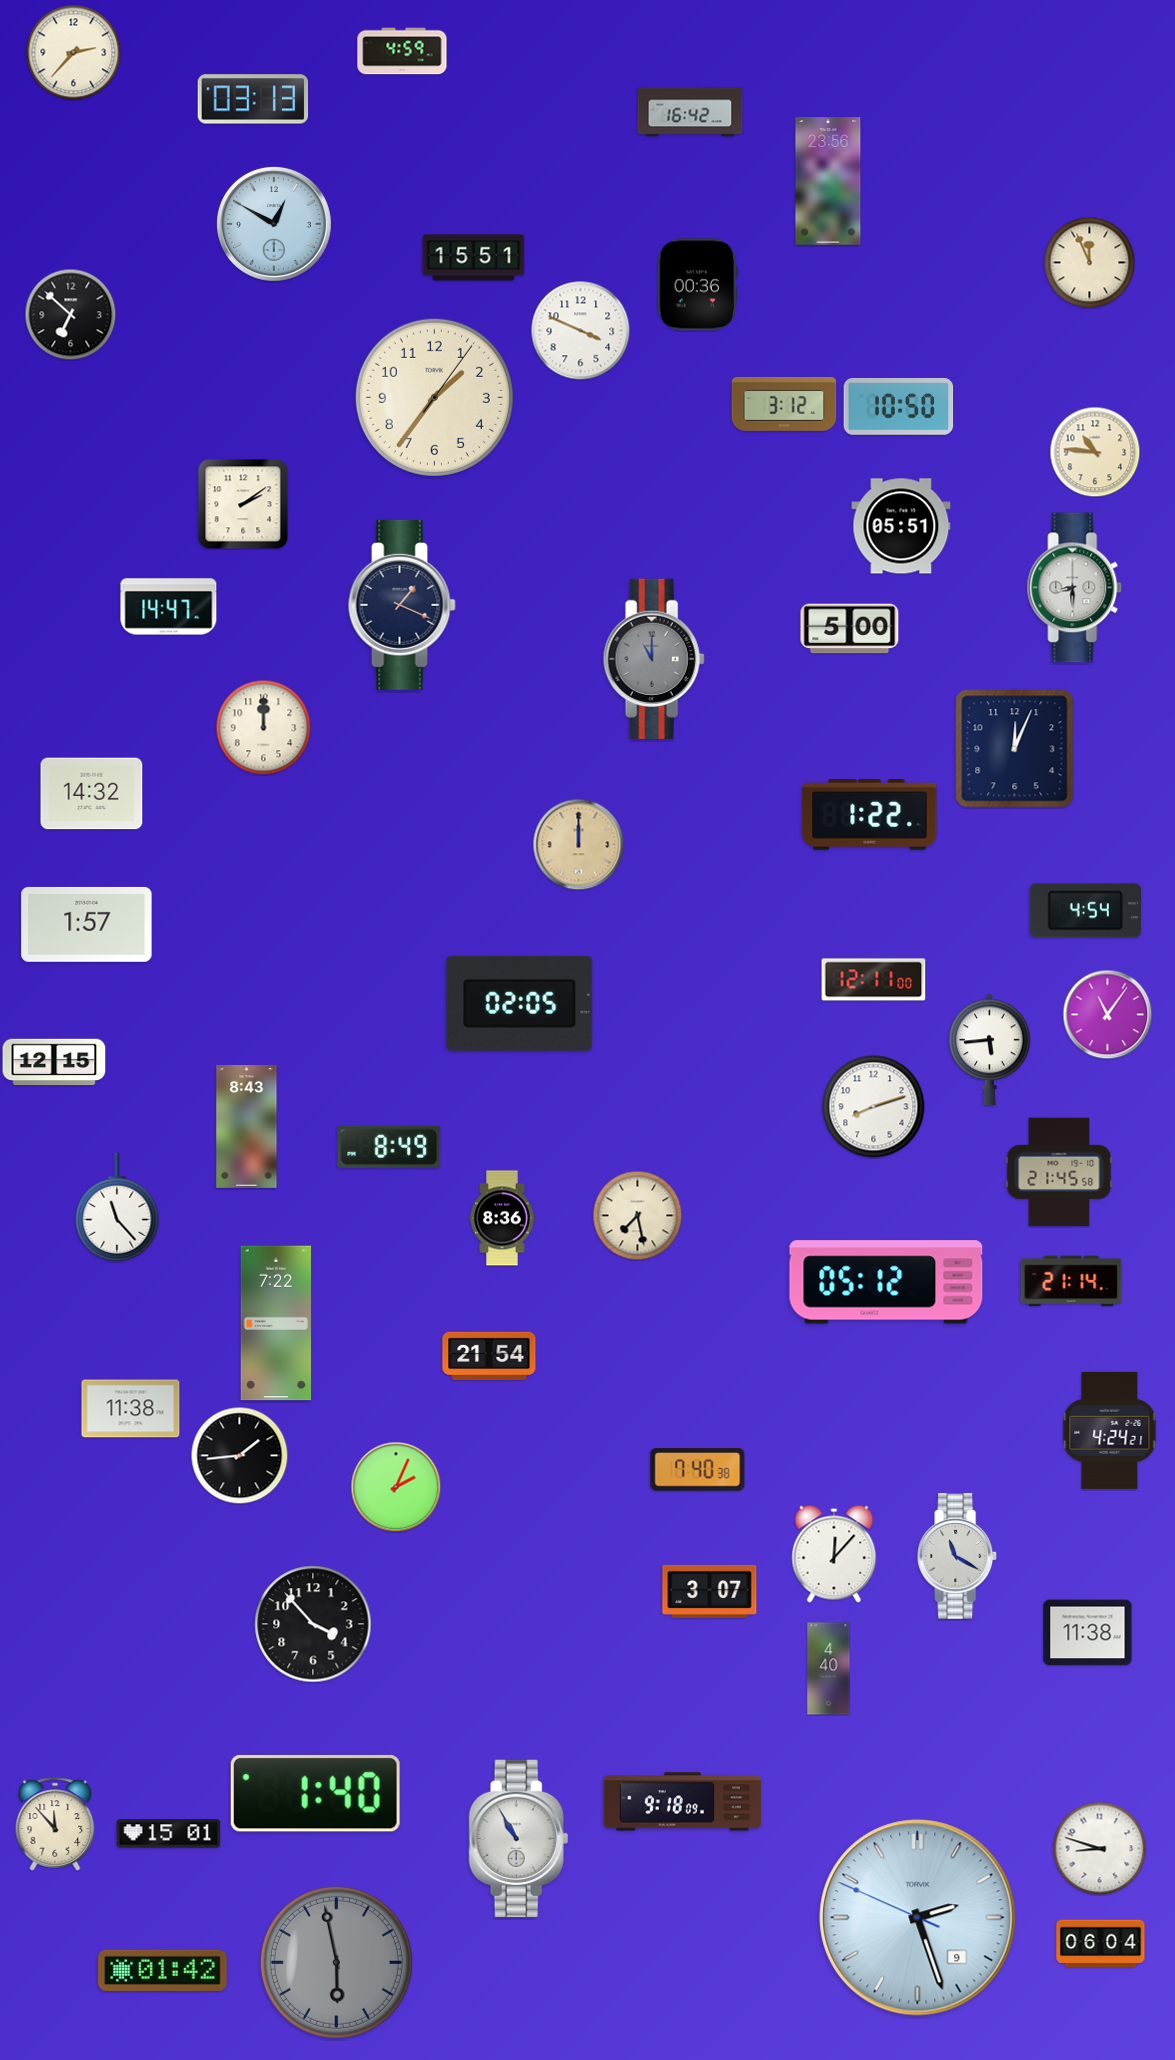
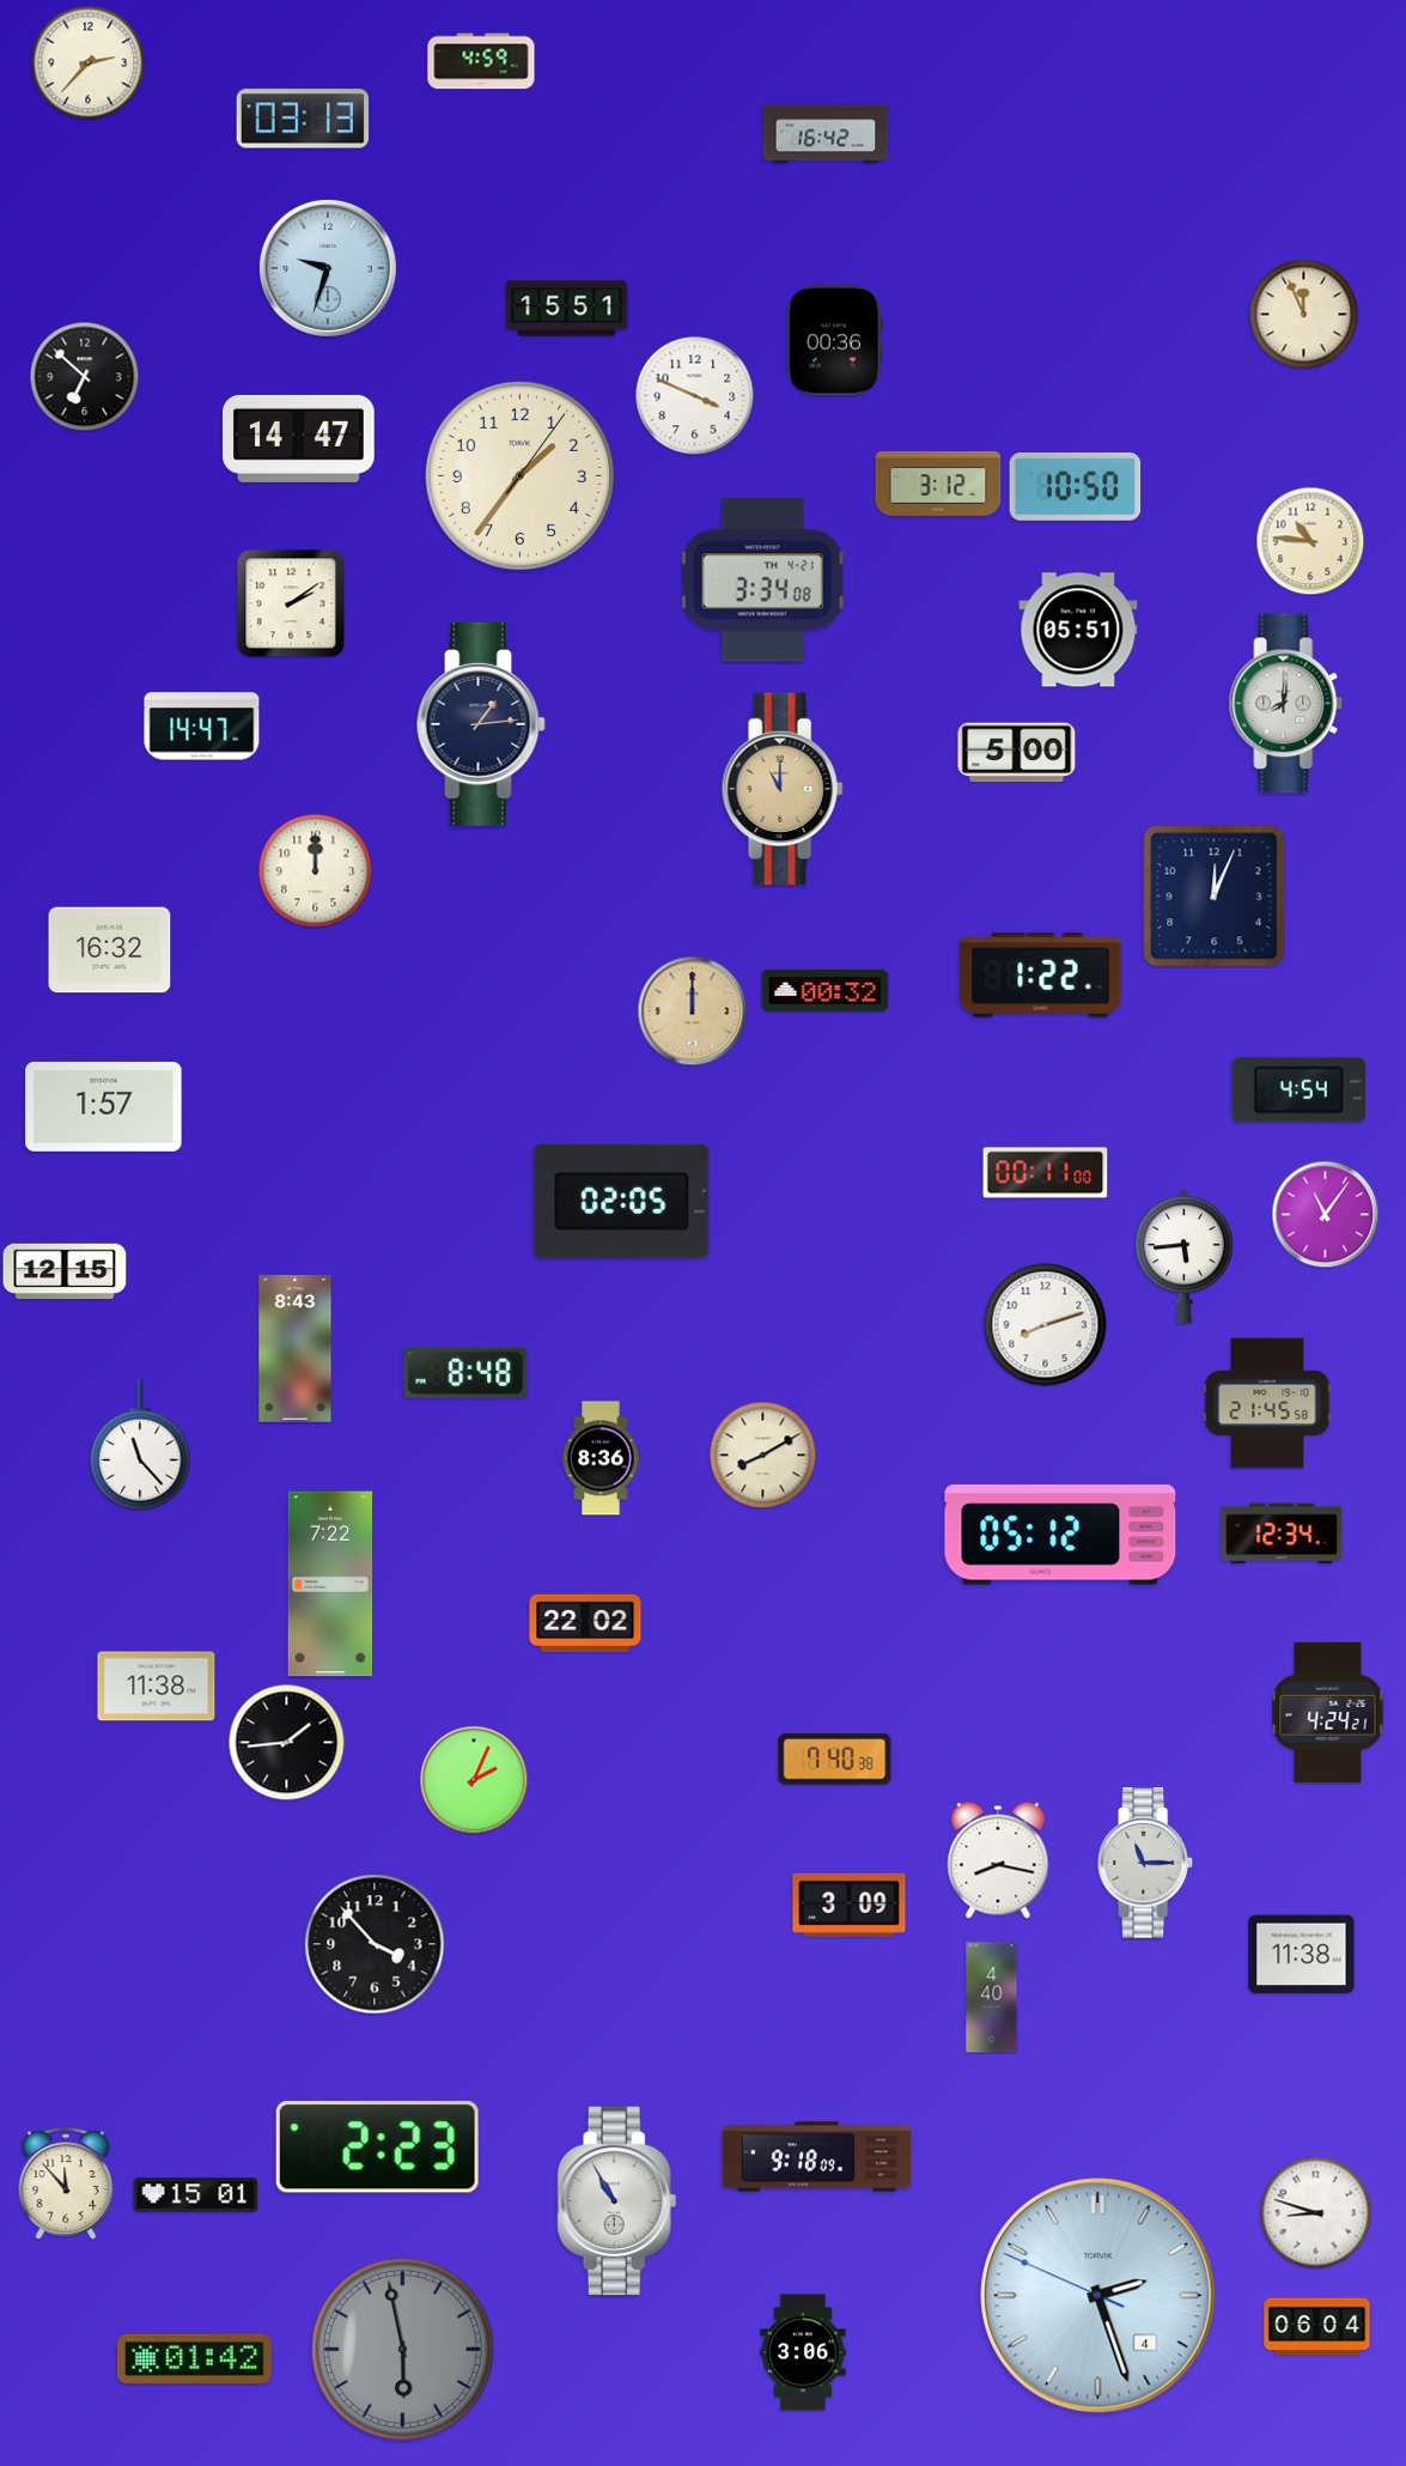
clock at (828, 181): 23:56 -> none
clock at (274, 224): 12:50 -> 9:33
clock at (299, 438): none -> 14:47
clock at (762, 581): none -> 3:34
clock at (1075, 588): 8:30 -> 8:01
clock at (402, 605): 1:19 -> 1:14
clock at (654, 659) dial: grey -> champagne
clock at (92, 794): 14:32 -> 16:32
clock at (826, 990): none -> 00:32
clock at (874, 980): 12:11 -> 00:11
clock at (389, 1147): 8:49 -> 8:48
clock at (637, 1215): 7:28 -> 8:10
clock at (1071, 1281): 21:14 -> 12:34
clock at (489, 1356): 21:54 -> 22:02
clock at (834, 1554): 12:07 -> 8:17
clock at (958, 1556): 11:20 -> 11:15
clock at (710, 1591): 3:07 -> 3:09
clock at (315, 1793): 1:40 -> 2:23
clock at (169, 1834) position: (169, 1834) -> (196, 2195)
clock at (519, 1839) position: (519, 1839) -> (617, 2201)
clock at (918, 1918) date: 9 -> 4
clock at (803, 2352): none -> 3:06
